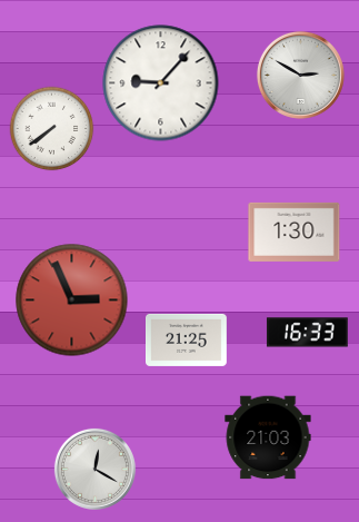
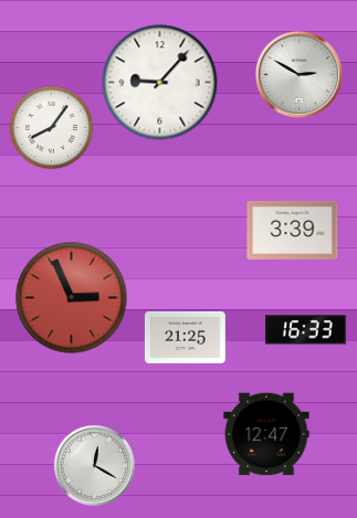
clock at (52, 129): 7:39 -> 8:06
clock at (295, 232): 1:30 -> 3:39
clock at (268, 437): 21:03 -> 12:47
